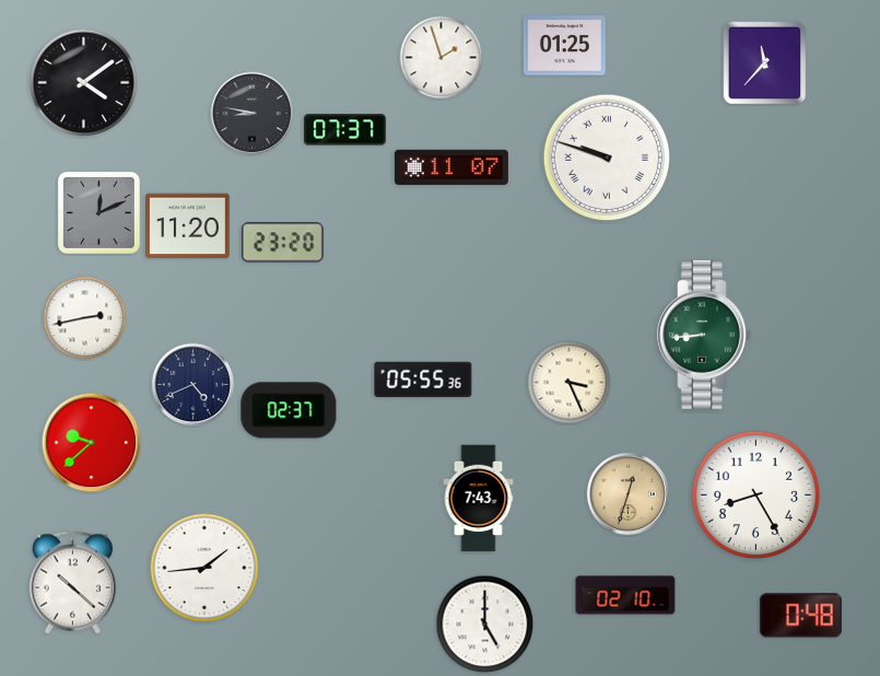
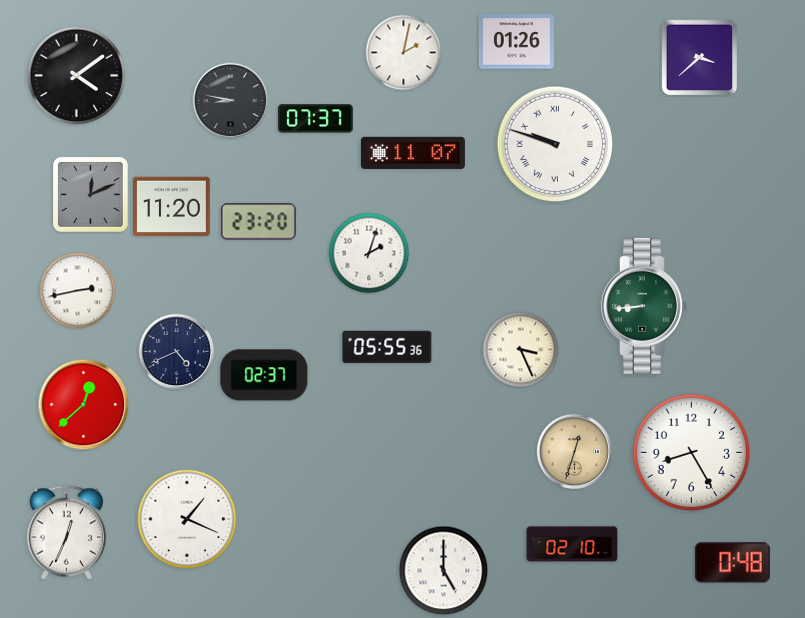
clock at (564, 46): 01:25 -> 01:26
clock at (442, 58): 1:57 -> 2:02
clock at (765, 63): 11:37 -> 3:38
clock at (253, 114) position: (253, 114) -> (231, 101)
clock at (369, 253): none -> 2:03
clock at (92, 443): 9:38 -> 12:38
clock at (479, 499): 7:43 -> none
clock at (204, 568): 1:44 -> 1:19
clock at (72, 583): 10:22 -> 12:34
